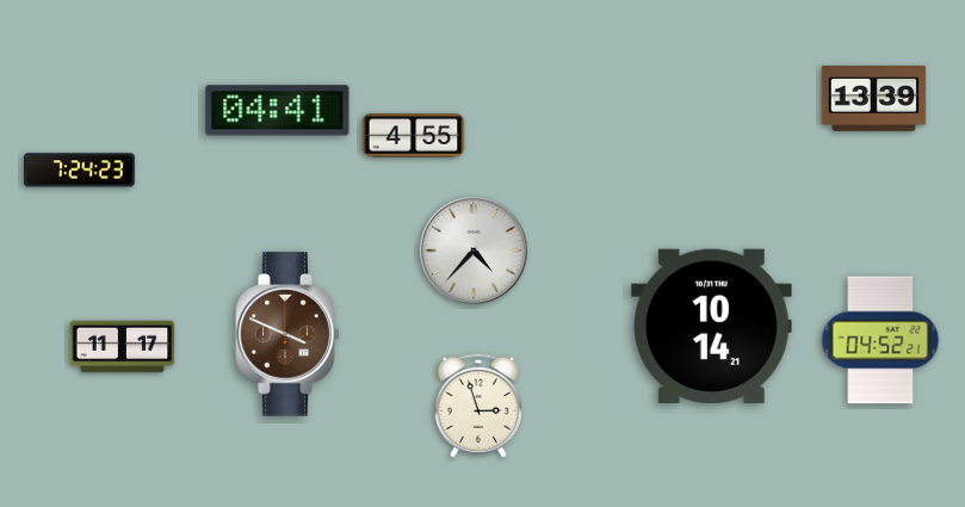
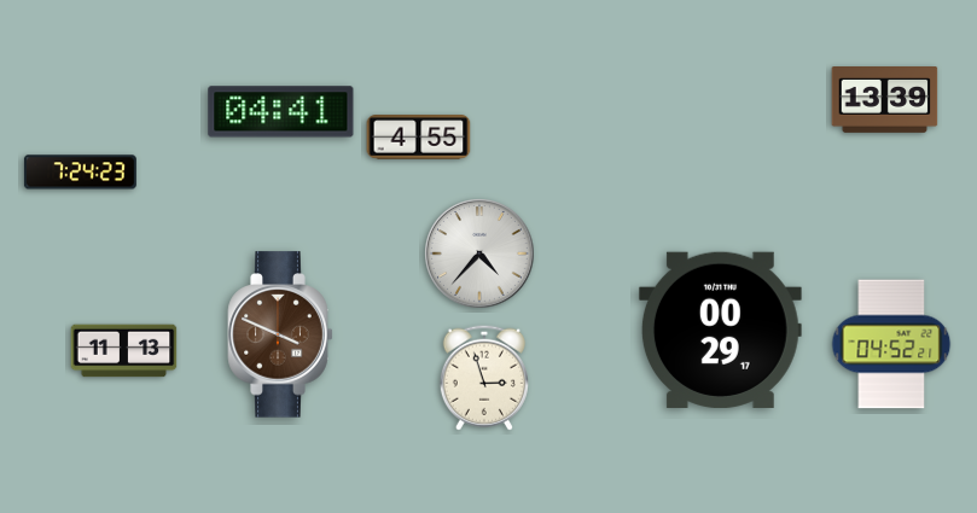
clock at (711, 326): 10:14 -> 00:29
clock at (287, 334) position: (287, 334) -> (280, 334)
clock at (123, 347): 11:17 -> 11:13
clock at (478, 406) position: (478, 406) -> (484, 378)
